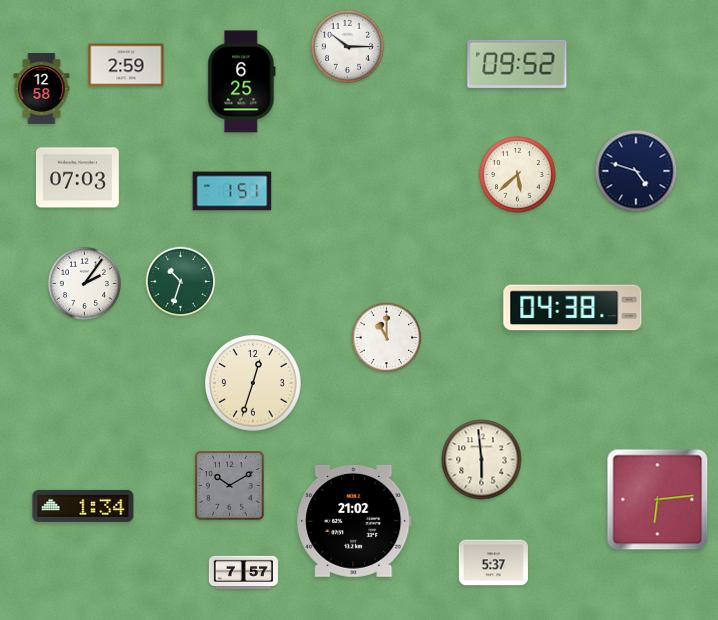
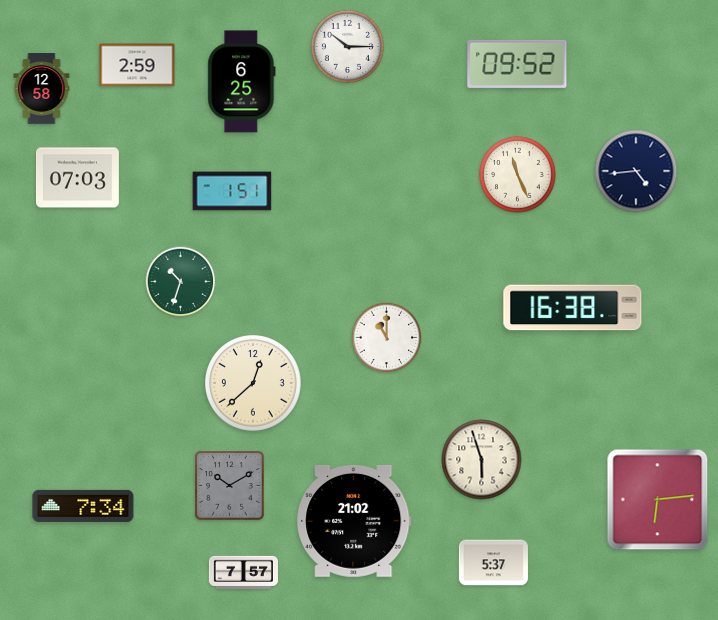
clock at (126, 65) position: (126, 65) -> (137, 65)
clock at (636, 171): 4:48 -> 4:44
clock at (518, 175): 5:38 -> 11:26
clock at (84, 283): 2:06 -> none
clock at (573, 308): 04:38 -> 16:38
clock at (254, 384): 12:33 -> 12:38
clock at (482, 460): 5:59 -> 5:57
clock at (83, 506): 1:34 -> 7:34
